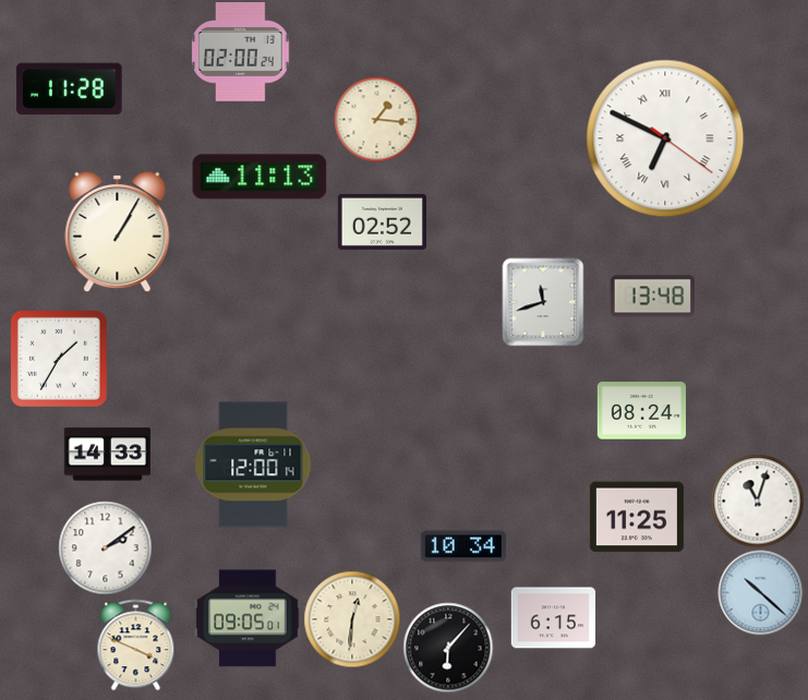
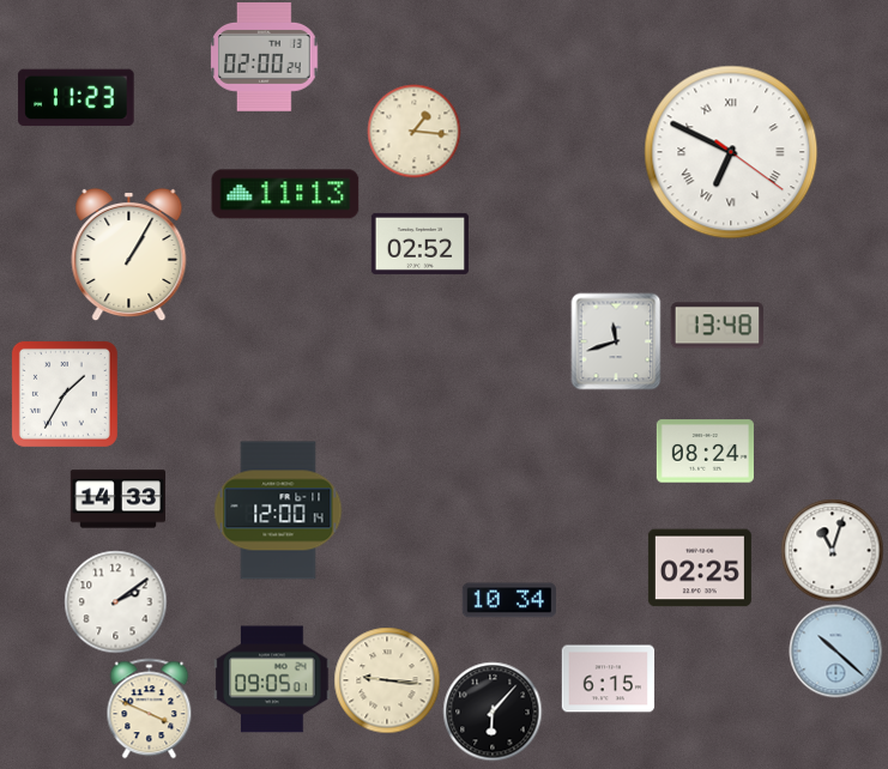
clock at (70, 89): 11:28 -> 11:23
clock at (543, 302) position: (543, 302) -> (616, 341)
clock at (637, 517): 11:25 -> 02:25
clock at (352, 619): 12:31 -> 9:16
